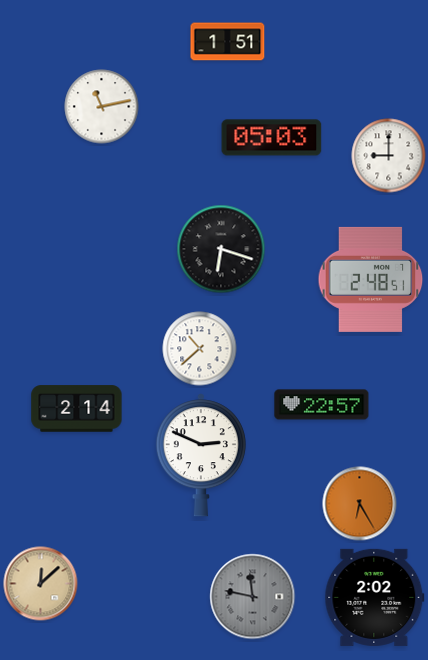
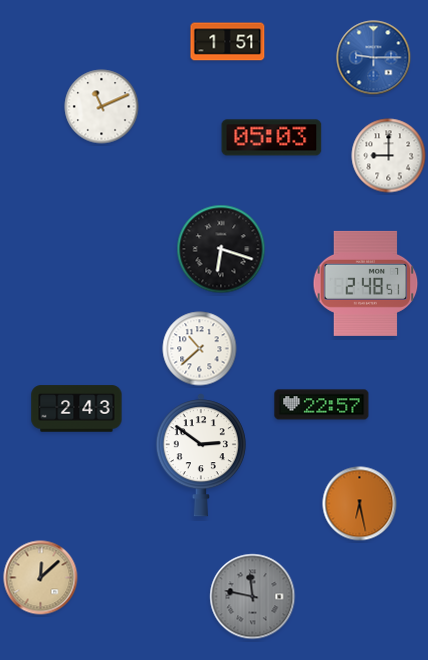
clock at (374, 58): none -> 9:15
clock at (102, 107): 11:13 -> 11:11
clock at (371, 279) position: (371, 279) -> (366, 283)
clock at (77, 409): 2:14 -> 2:43
clock at (201, 455): 2:49 -> 2:51
clock at (360, 504): 6:25 -> 6:28
clock at (41, 584) position: (41, 584) -> (41, 578)
clock at (375, 597): 2:02 -> none
